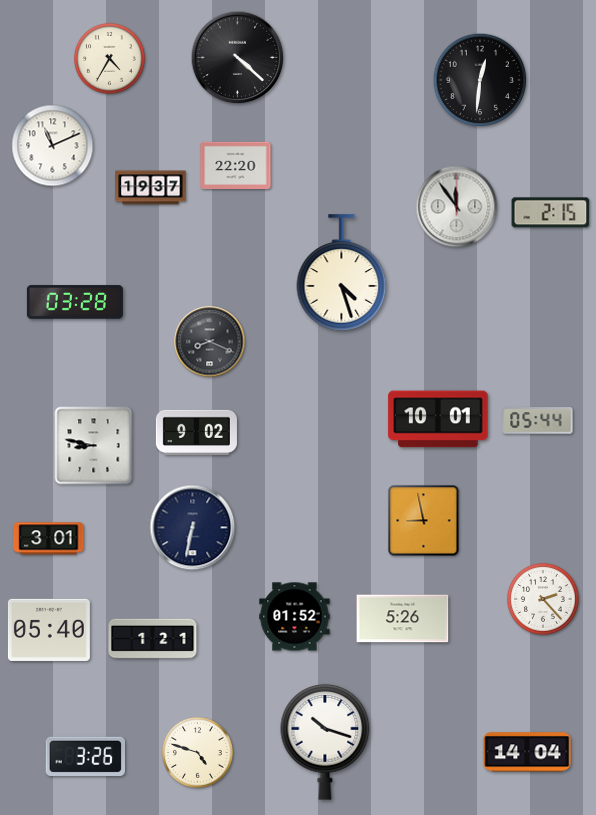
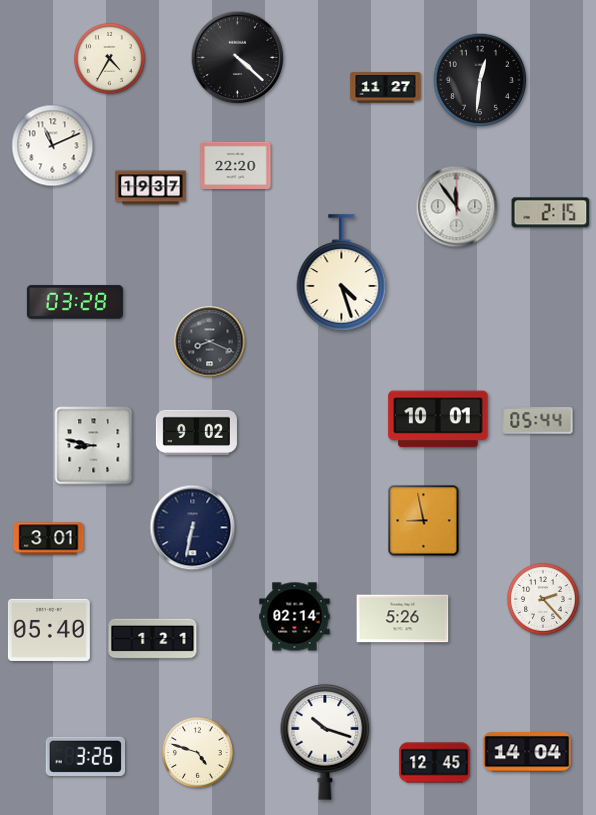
clock at (386, 88): none -> 11:27
clock at (295, 617): 01:52 -> 02:14
clock at (435, 763): none -> 12:45
